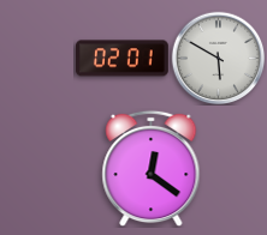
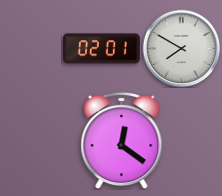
clock at (218, 58): 5:50 -> 7:50
clock at (152, 168) position: (152, 168) -> (122, 140)
